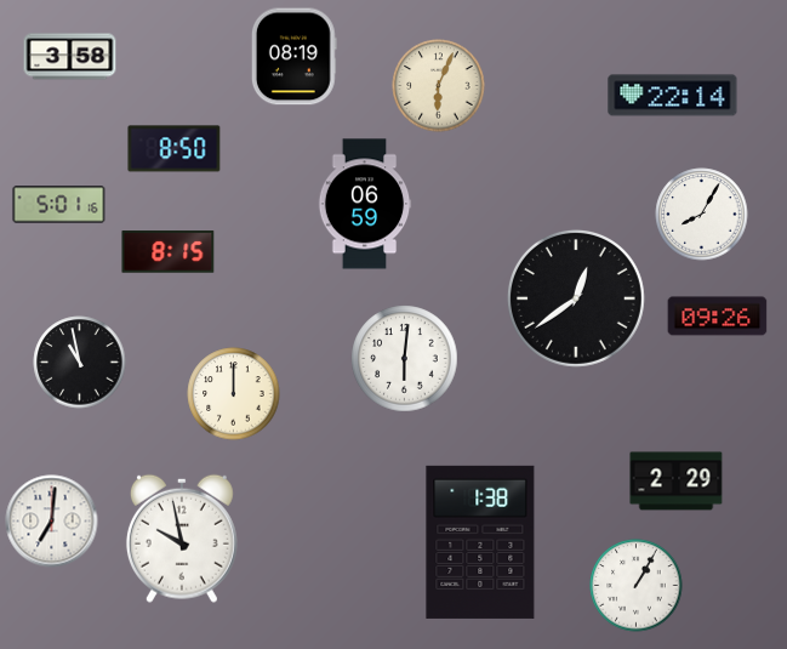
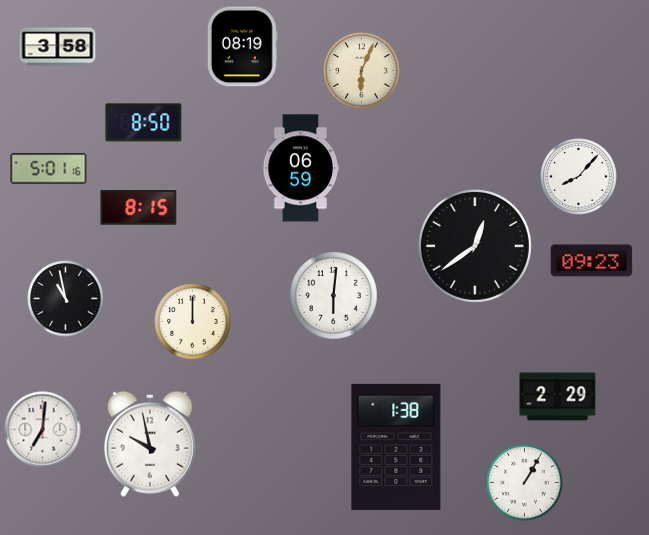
clock at (673, 96): 22:14 -> none
clock at (702, 215): 8:05 -> 8:07
clock at (718, 317): 09:26 -> 09:23
clock at (234, 394) position: (234, 394) -> (193, 322)
